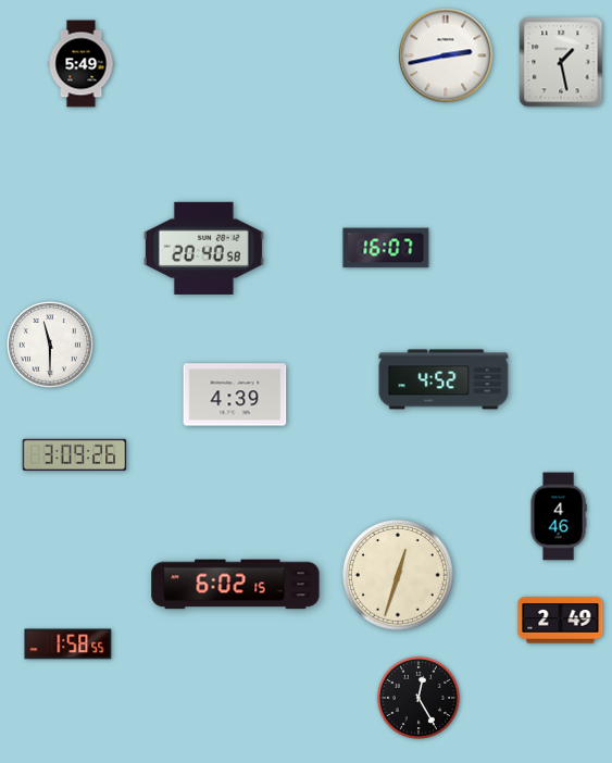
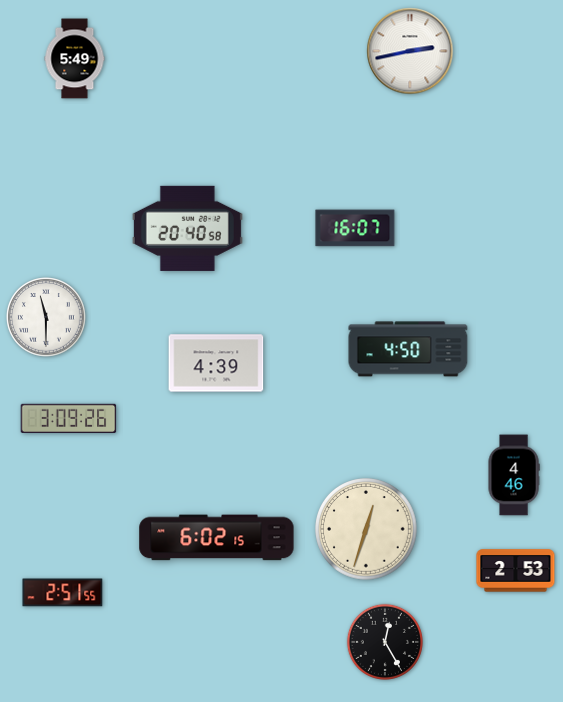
clock at (561, 62): 1:28 -> none
clock at (444, 379): 4:52 -> 4:50
clock at (561, 621): 2:49 -> 2:53
clock at (68, 645): 1:58 -> 2:51
